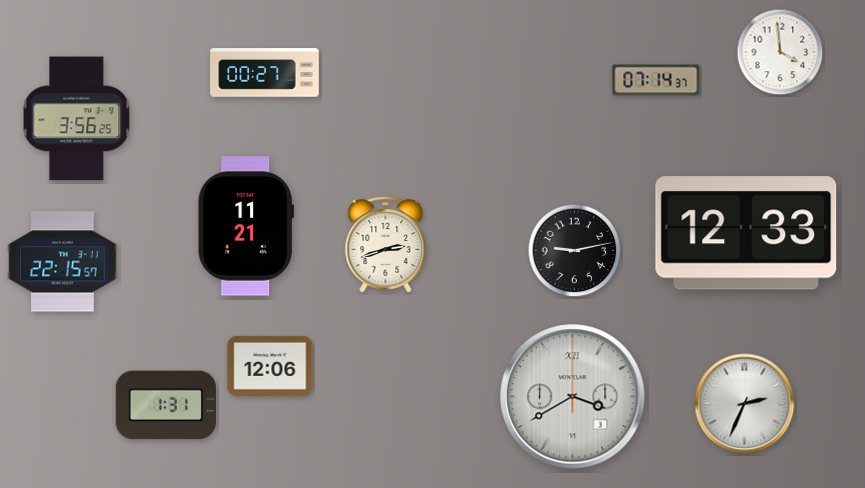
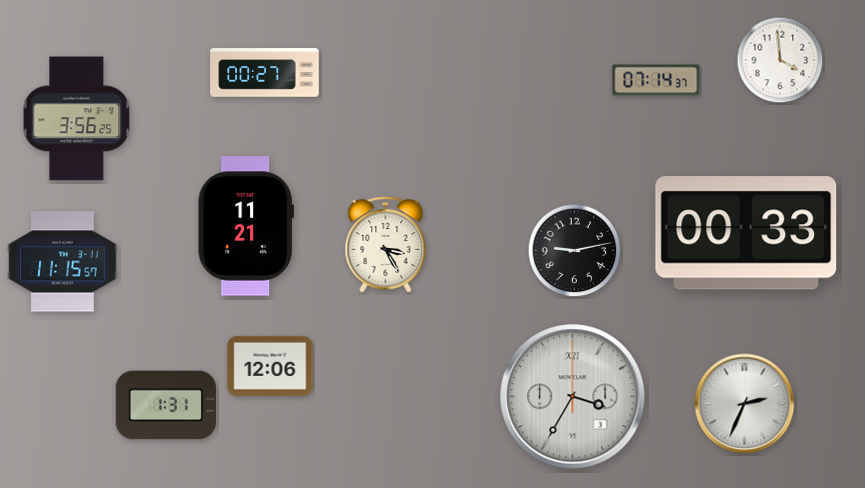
clock at (780, 52) position: (780, 52) -> (780, 60)
clock at (746, 233): 12:33 -> 00:33
clock at (386, 245): 2:42 -> 3:25
clock at (63, 262): 22:15 -> 11:15
clock at (573, 397): 3:40 -> 3:35
